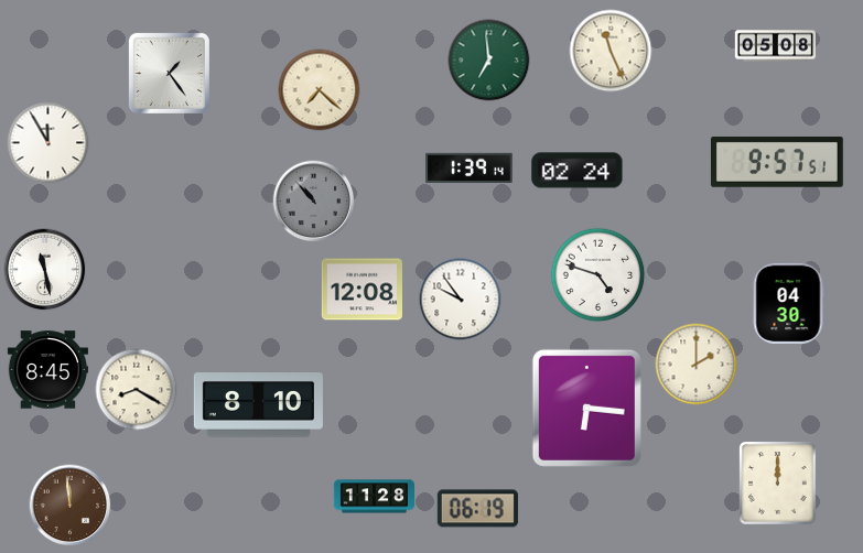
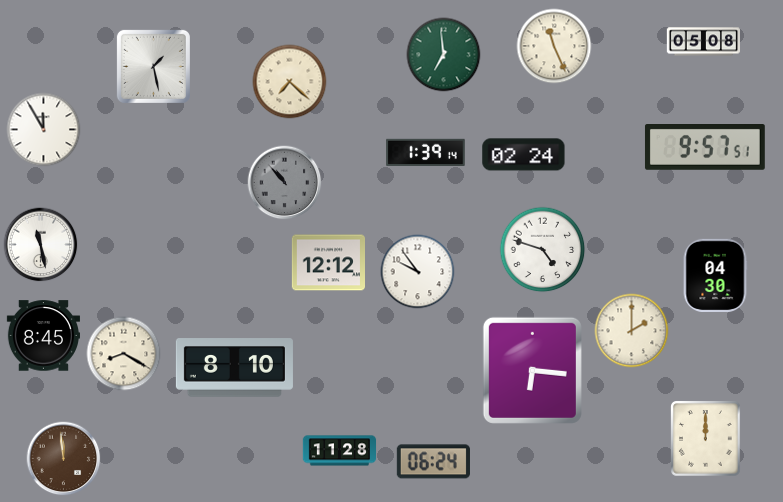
clock at (169, 73): 1:24 -> 1:28
clock at (362, 290): 12:08 -> 12:12
clock at (477, 509): 06:19 -> 06:24
